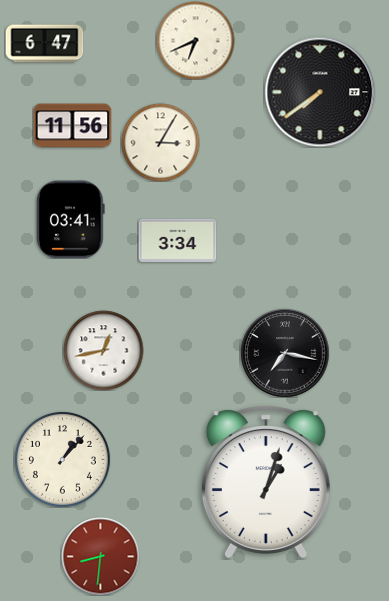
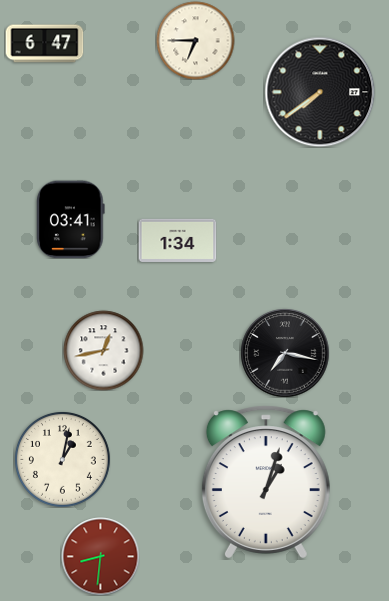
clock at (195, 40): 6:41 -> 6:45
clock at (72, 126): 11:56 -> none
clock at (160, 142): 3:05 -> none
clock at (177, 240): 3:34 -> 1:34
clock at (62, 459): 1:07 -> 1:02
